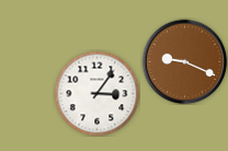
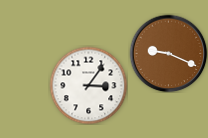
clock at (184, 61) position: (184, 61) -> (168, 53)
